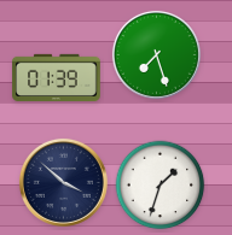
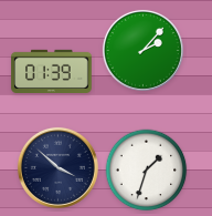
clock at (156, 54): 7:27 -> 2:07
